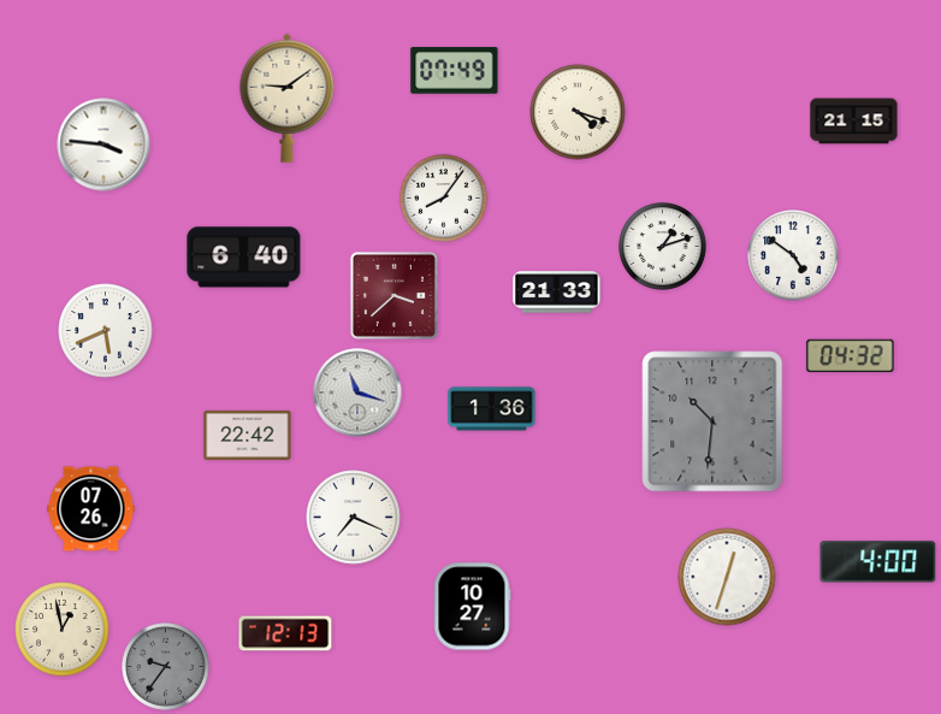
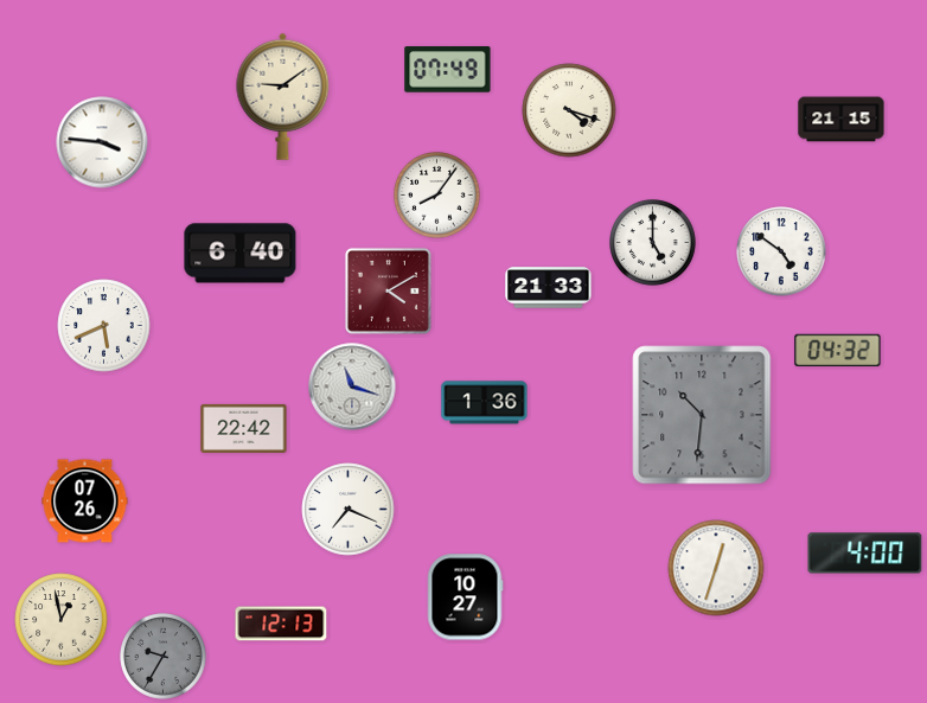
clock at (663, 247): 1:12 -> 5:00
clock at (393, 295): 3:38 -> 4:10
clock at (91, 509) position: (91, 509) -> (85, 501)
clock at (166, 667): 9:36 -> 9:35
